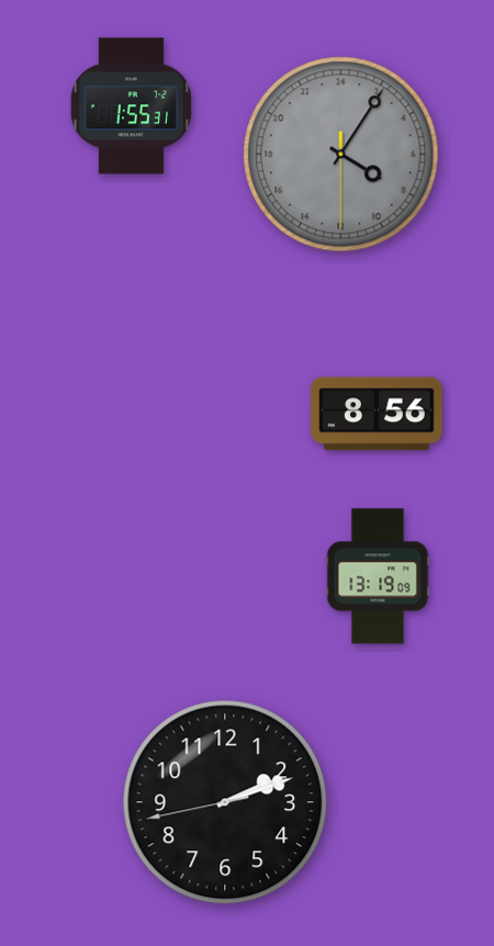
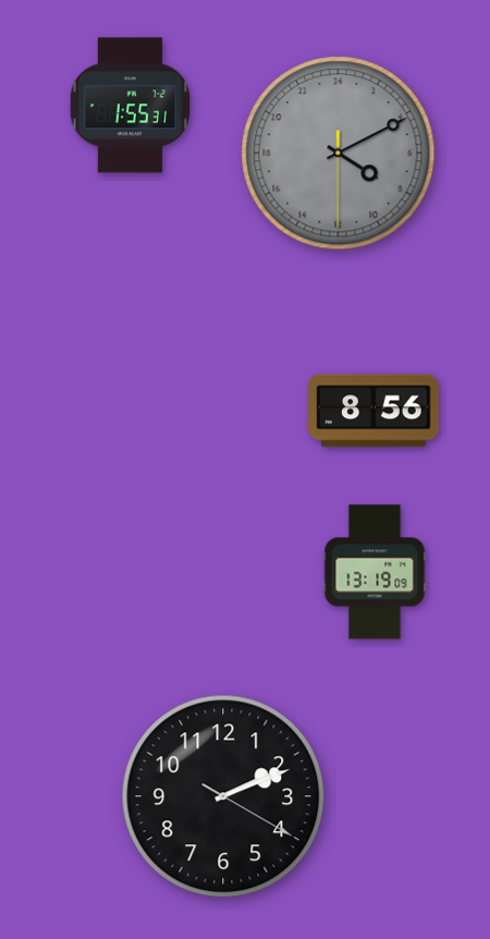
clock at (341, 155): 8:05 -> 8:10
clock at (225, 802): 2:11:43 -> 2:11:20
